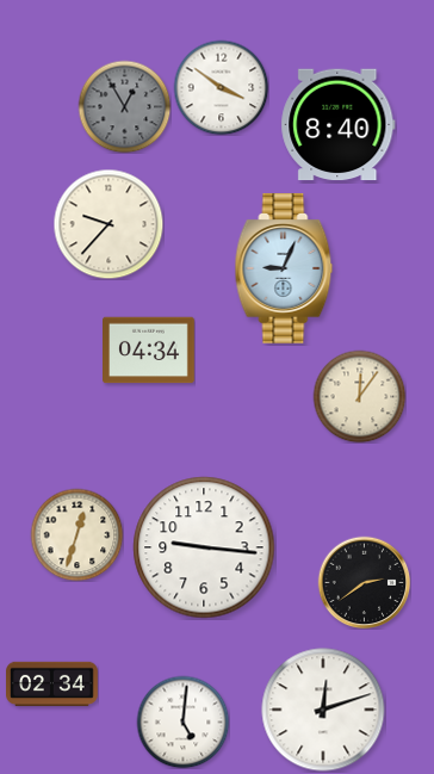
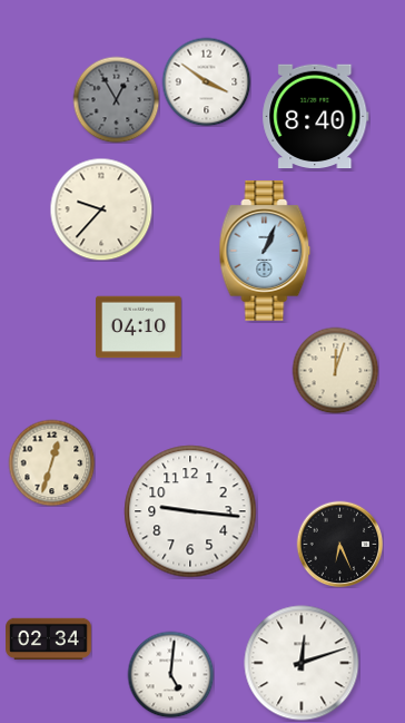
clock at (284, 270): 9:04 -> 1:04
clock at (149, 351): 04:34 -> 04:10
clock at (359, 396): 12:06 -> 12:03
clock at (76, 534) position: (76, 534) -> (51, 462)
clock at (364, 582): 2:39 -> 6:26
